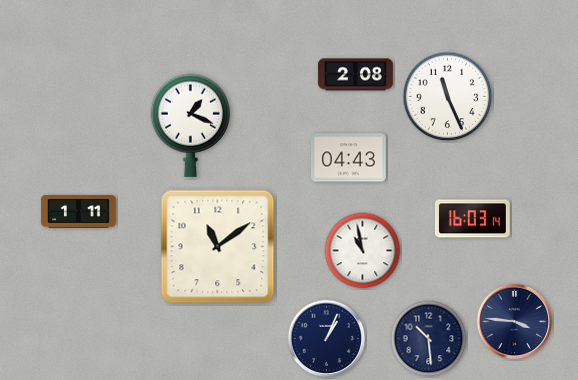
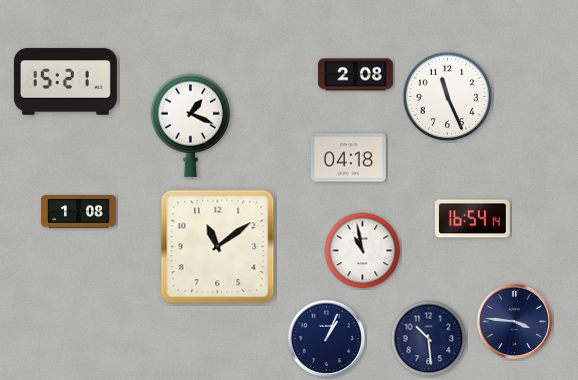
clock at (65, 82): none -> 15:21
clock at (349, 158): 04:43 -> 04:18
clock at (79, 212): 1:11 -> 1:08
clock at (472, 219): 16:03 -> 16:54
